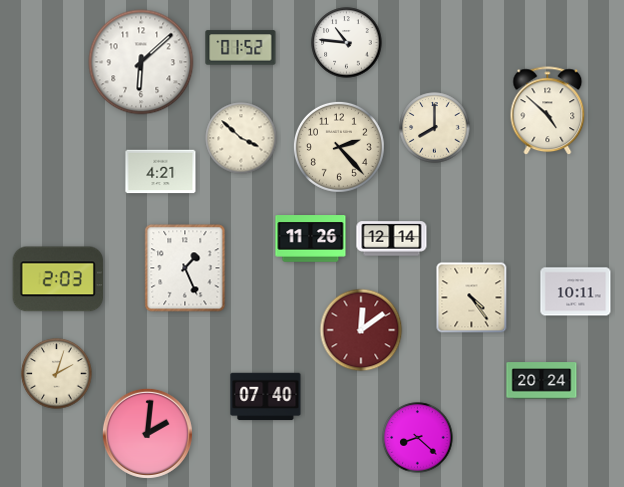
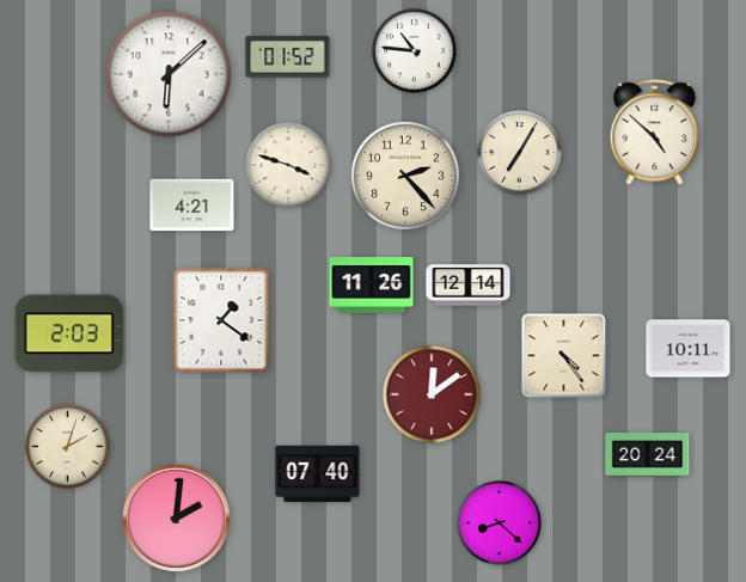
clock at (435, 128): 8:00 -> 7:05
clock at (241, 138): 3:52 -> 3:48
clock at (185, 268): 1:26 -> 1:21
